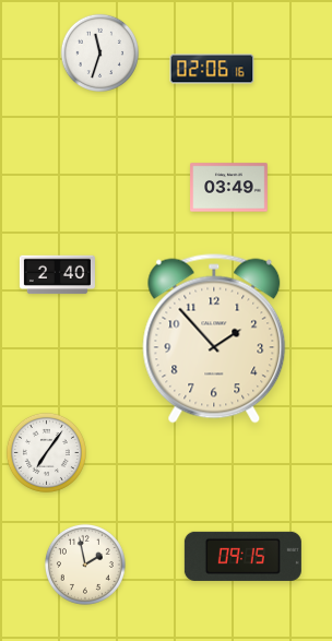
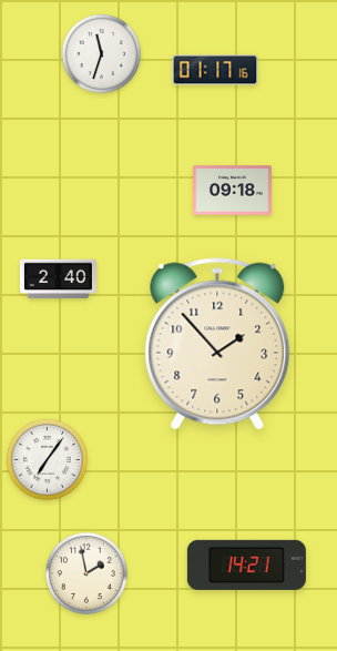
clock at (212, 69): 02:06 -> 01:17
clock at (229, 188): 03:49 -> 09:18
clock at (242, 556): 09:15 -> 14:21
